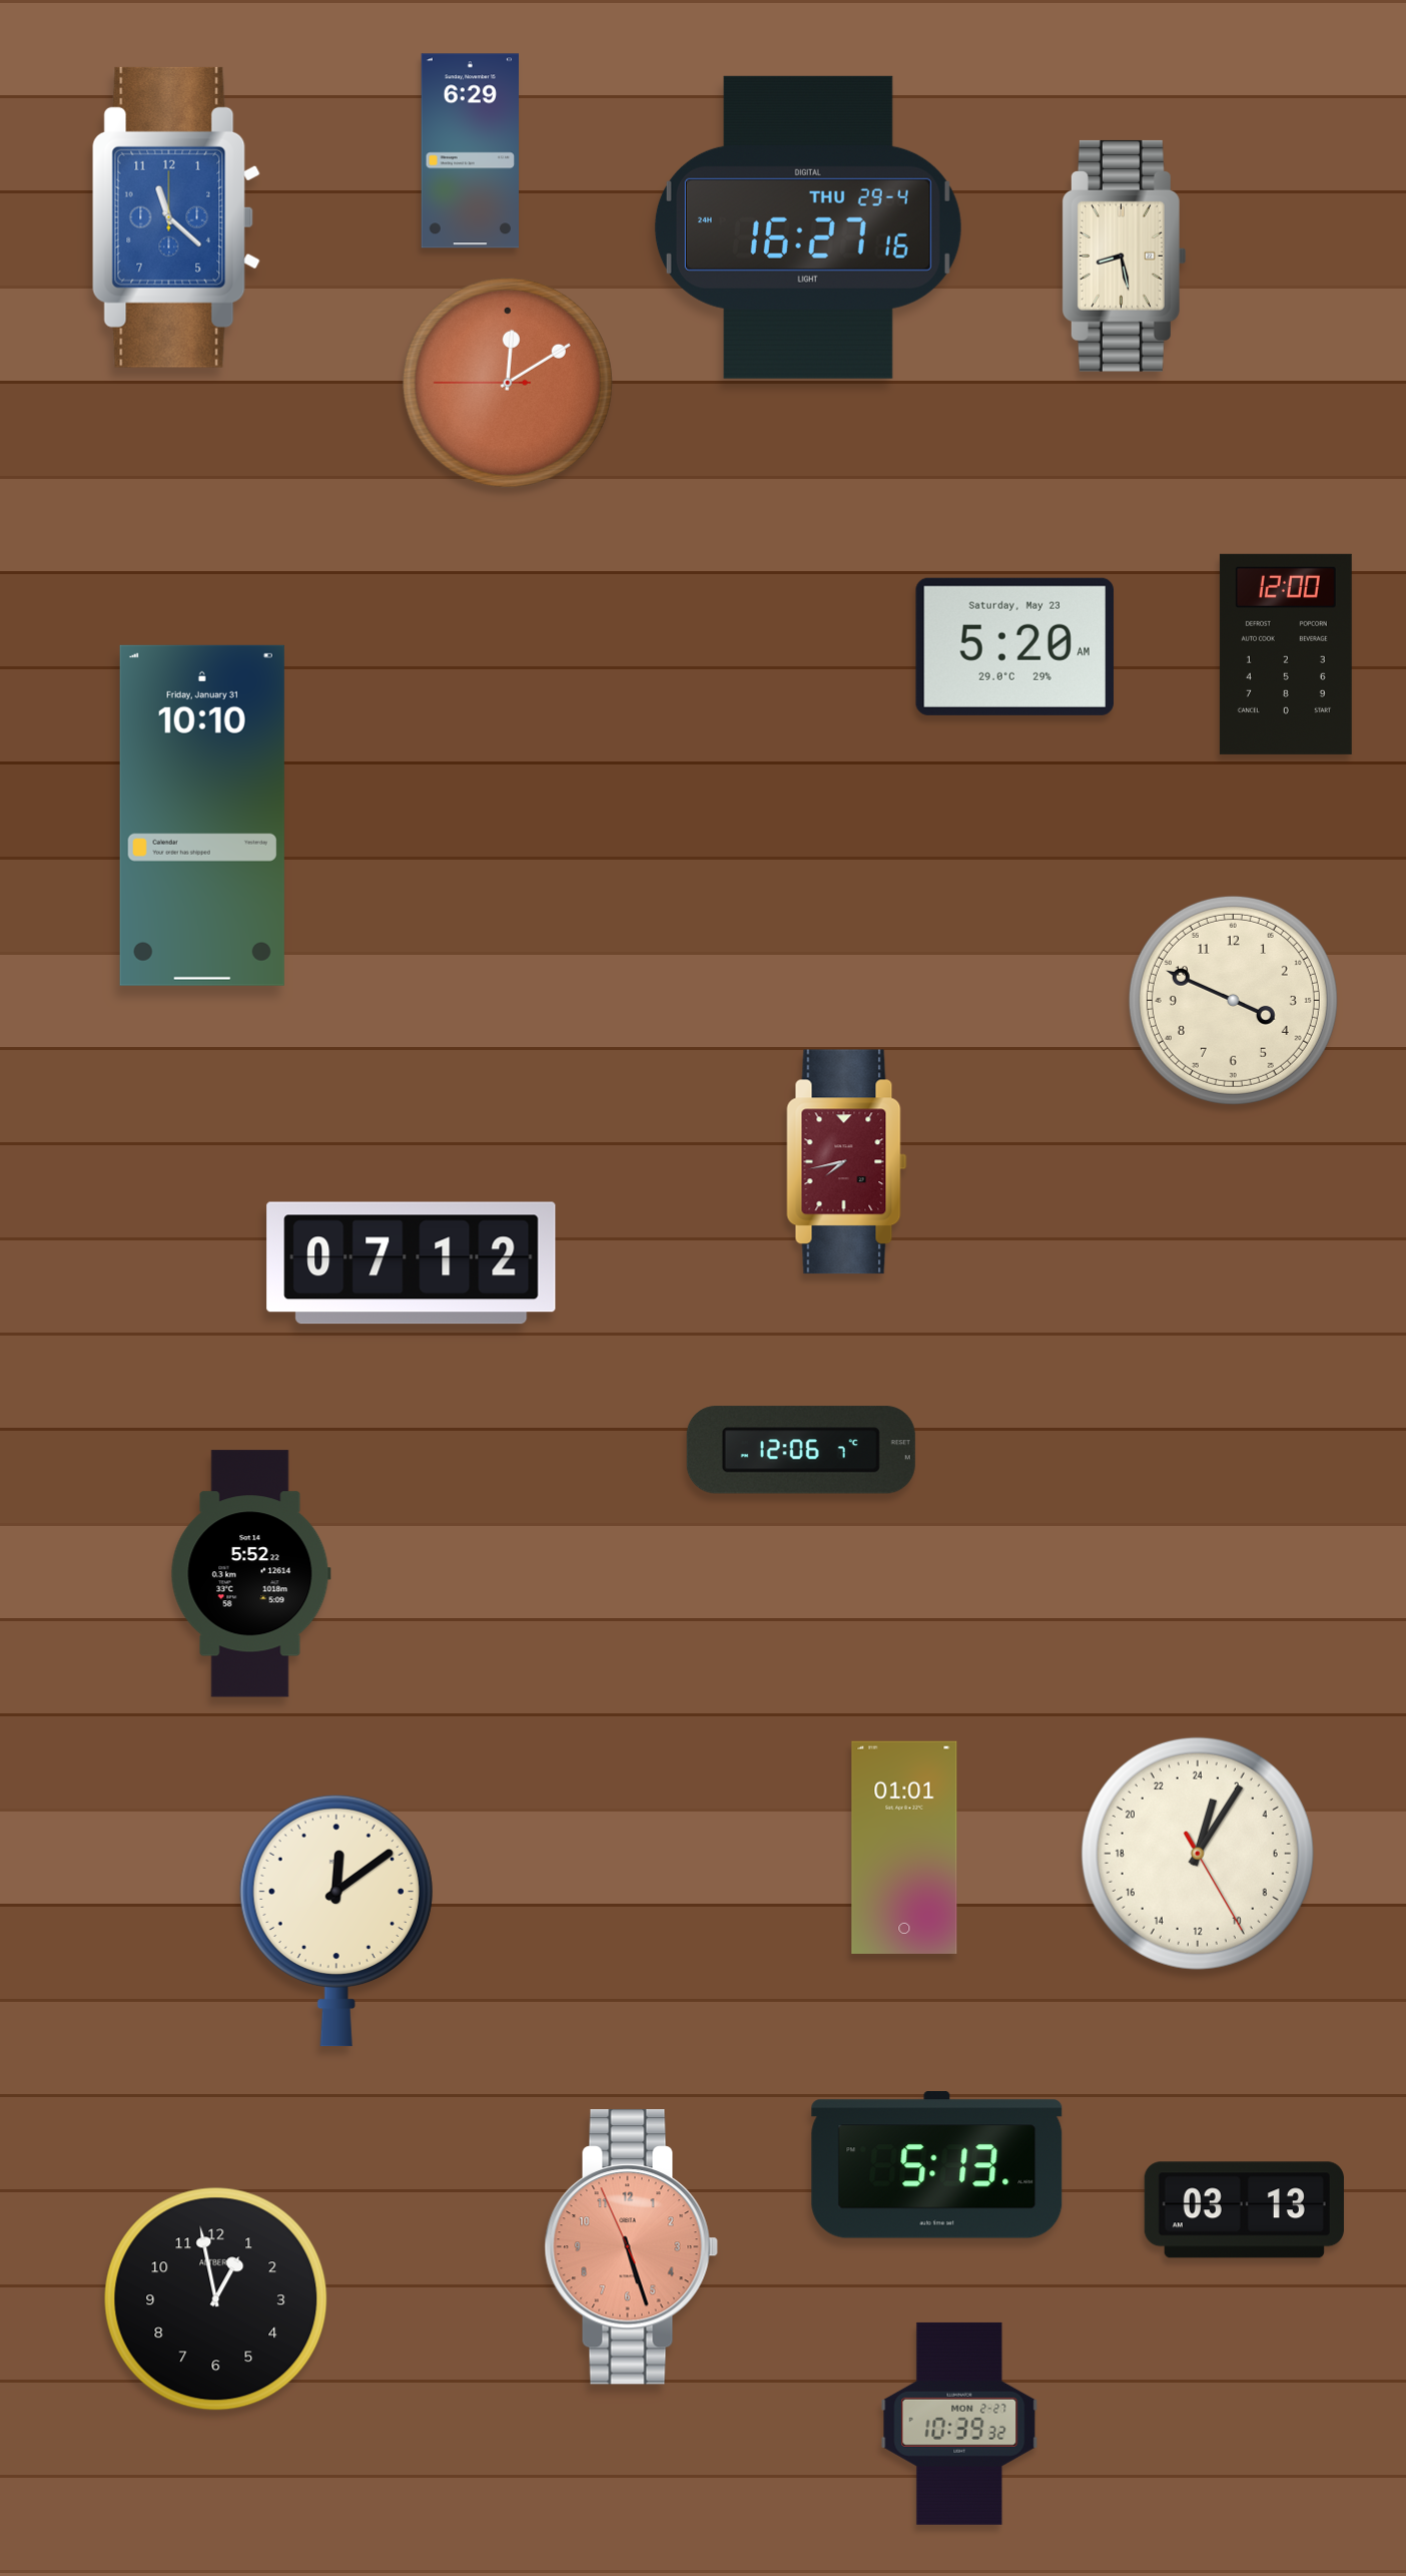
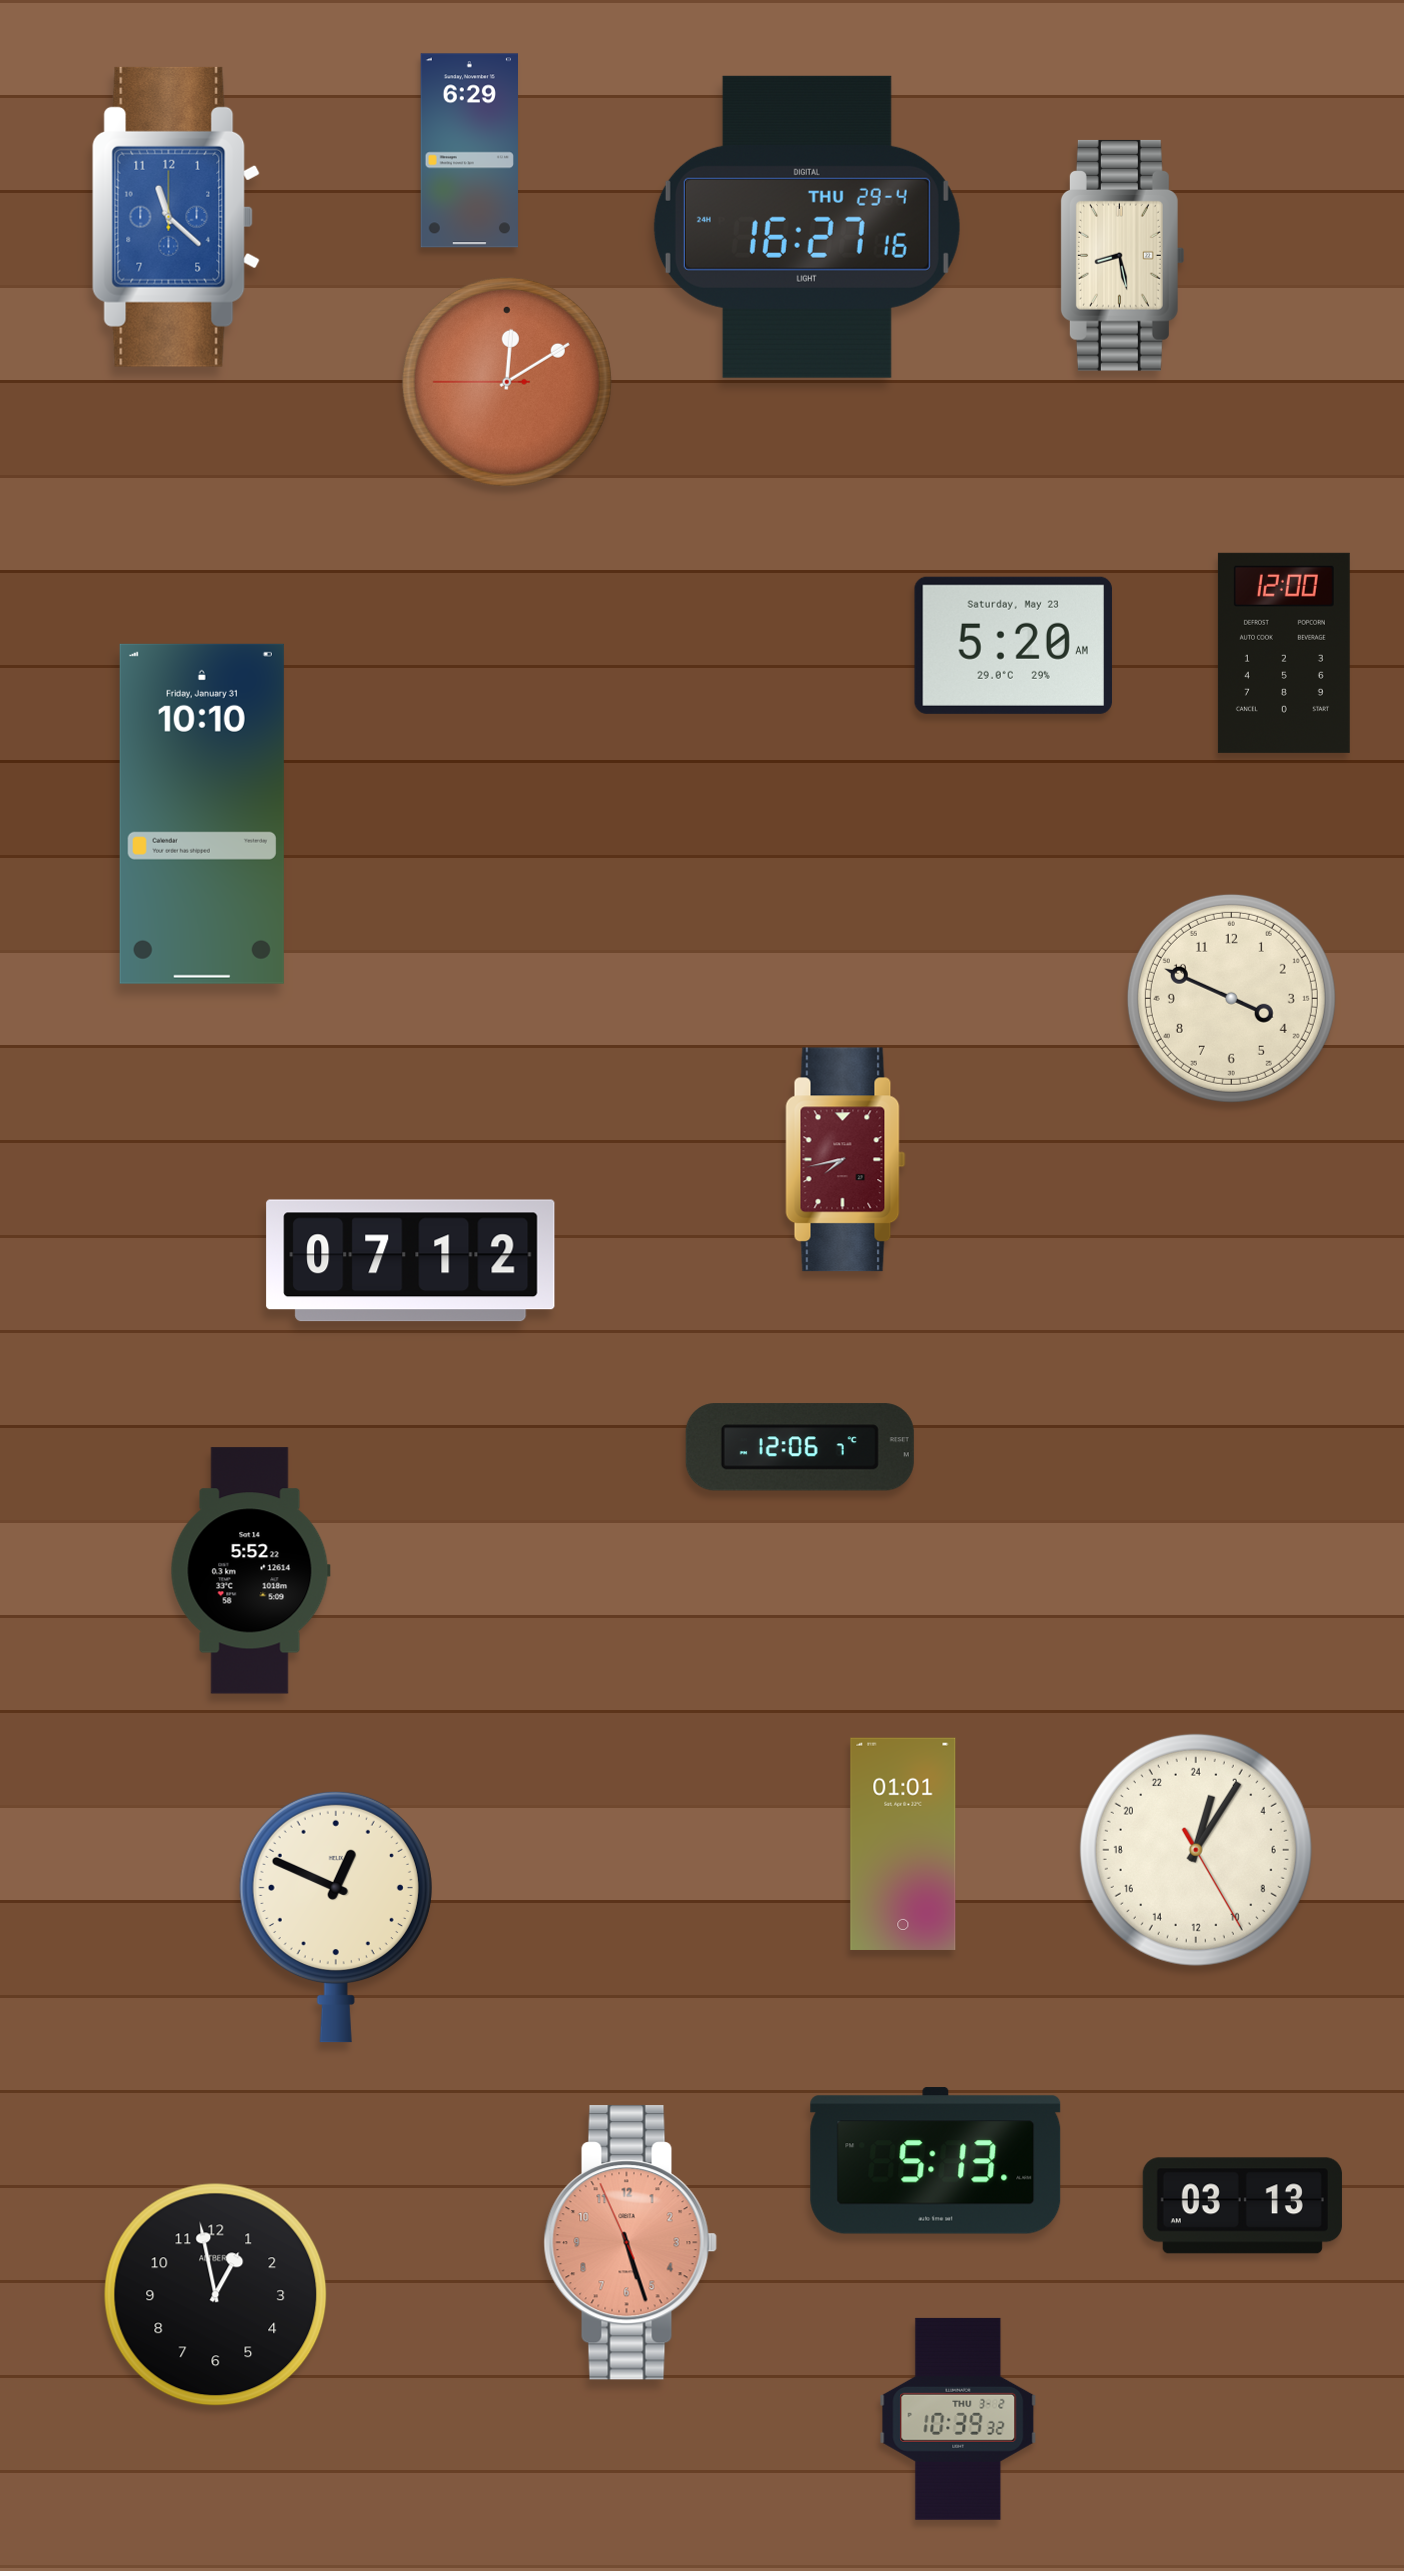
clock at (336, 1921): 12:09 -> 12:49
clock at (959, 2424) date: MON 2-27 -> THU 3-2
